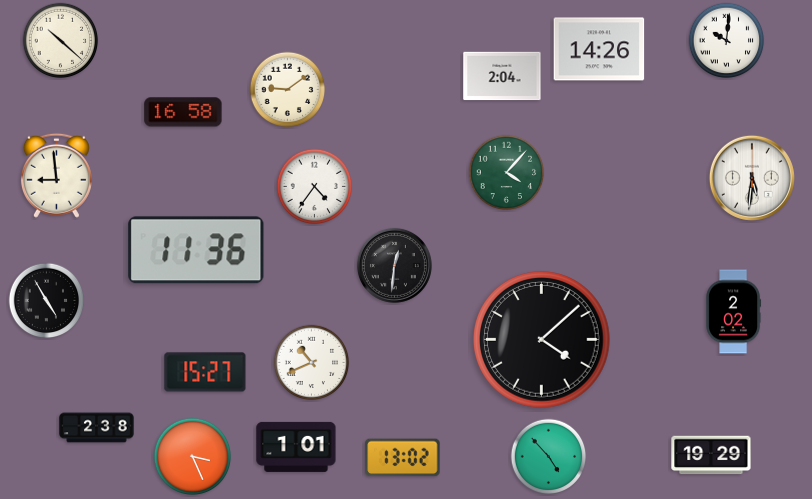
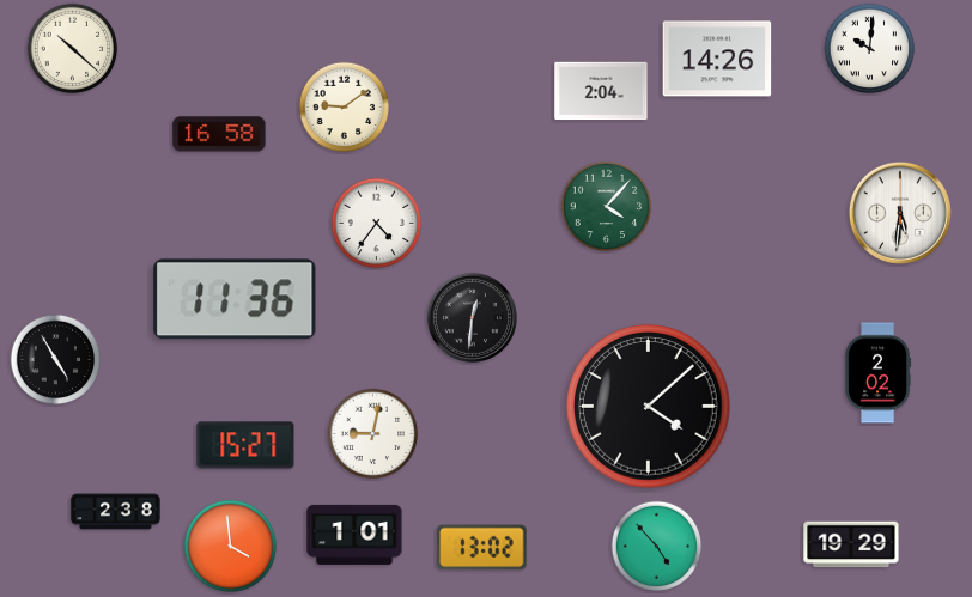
clock at (56, 175): 8:59 -> none
clock at (312, 363): 10:41 -> 9:02
clock at (193, 457): 3:26 -> 3:59
